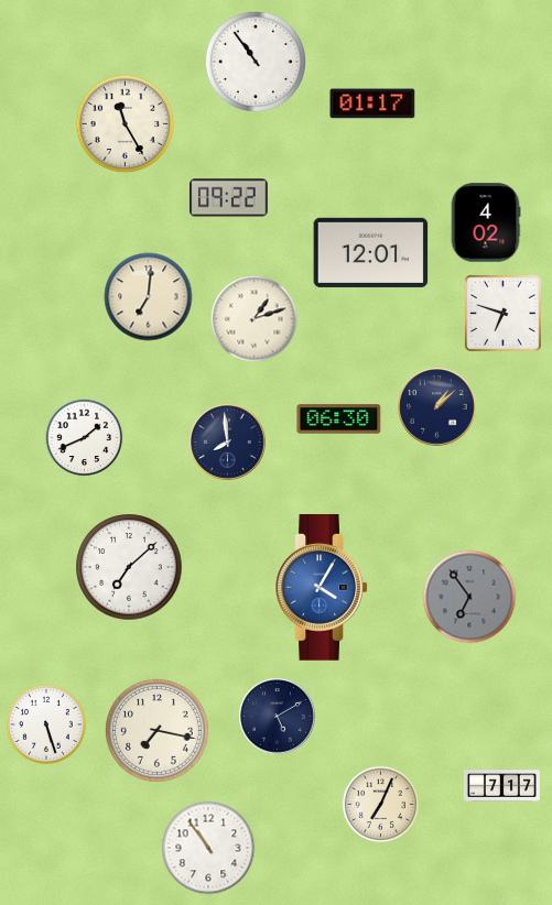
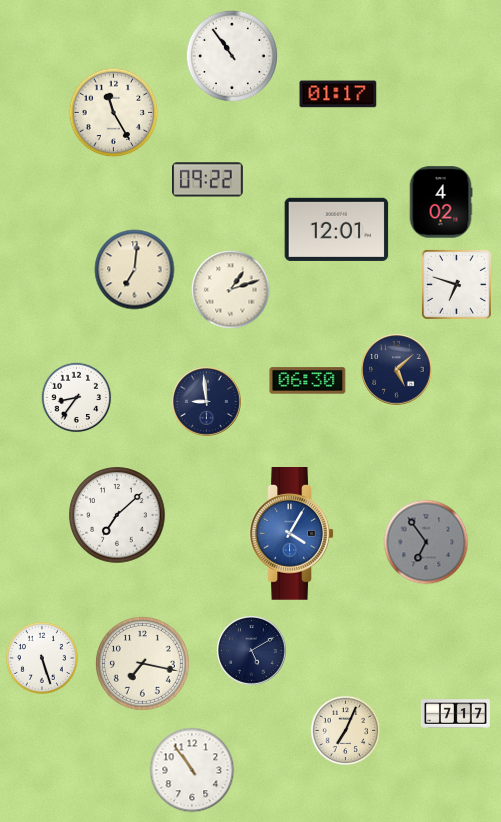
clock at (437, 407): 1:08 -> 5:08
clock at (85, 438): 1:41 -> 8:36
clock at (228, 443): 7:59 -> 8:59
clock at (208, 848) position: (208, 848) -> (192, 770)
